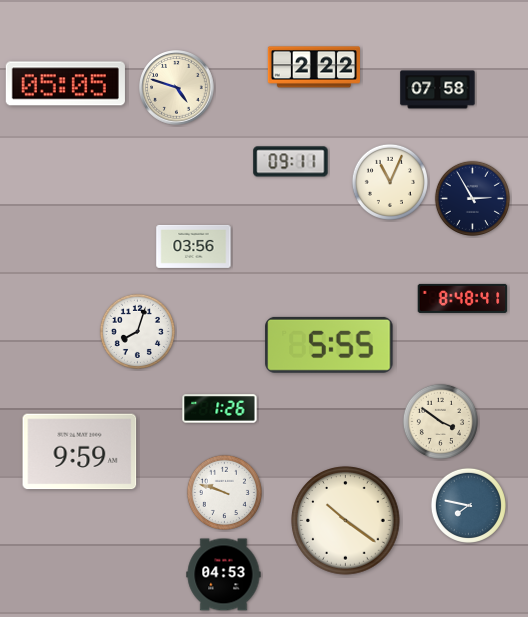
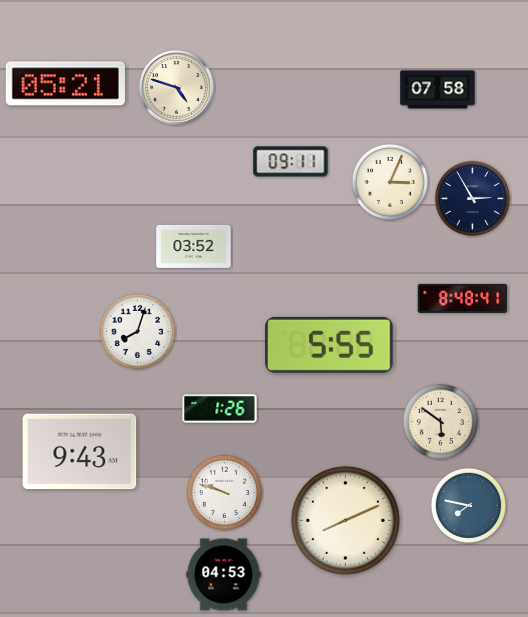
clock at (313, 67): 2:22 -> none
clock at (65, 84): 05:05 -> 05:21
clock at (390, 182): 11:04 -> 3:04
clock at (194, 246): 03:56 -> 03:52
clock at (440, 421): 3:51 -> 5:51
clock at (80, 452): 9:59 -> 9:43
clock at (346, 521): 10:21 -> 8:11
